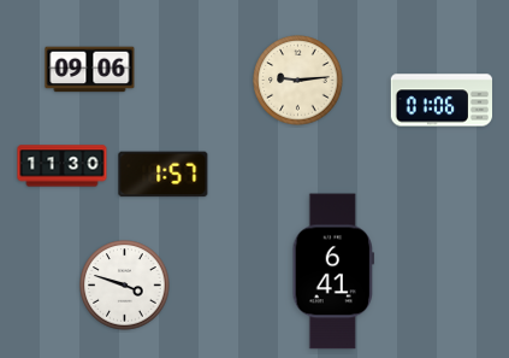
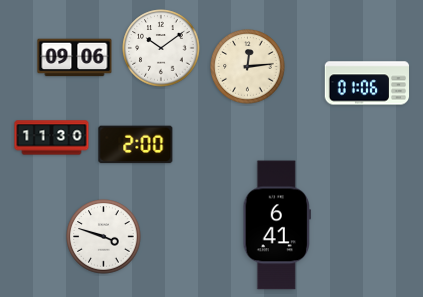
clock at (161, 48): none -> 10:09
clock at (298, 81): 9:14 -> 12:14
clock at (164, 175): 1:57 -> 2:00
